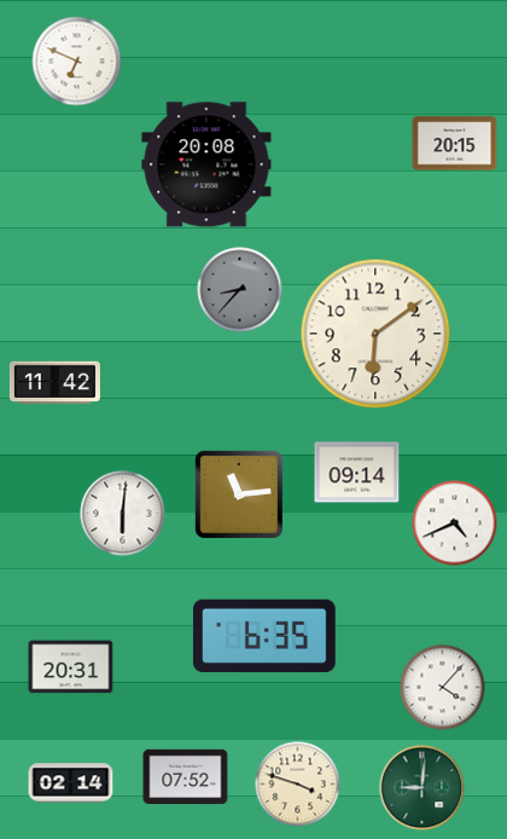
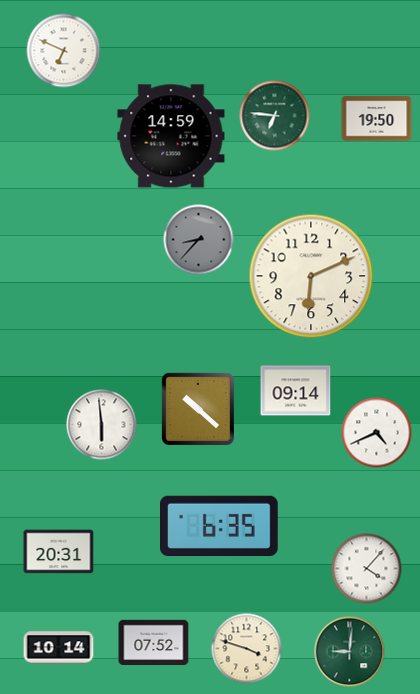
clock at (275, 116): none -> 6:46
clock at (455, 144): 20:15 -> 19:50
clock at (206, 164): 20:08 -> 14:59
clock at (375, 334): 6:09 -> 6:11
clock at (54, 382): 11:42 -> none
clock at (239, 494): 11:14 -> 10:22
clock at (123, 514): 6:01 -> 5:59
clock at (71, 783): 02:14 -> 10:14
